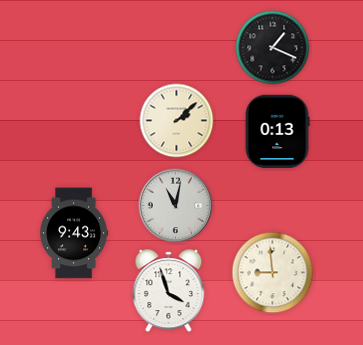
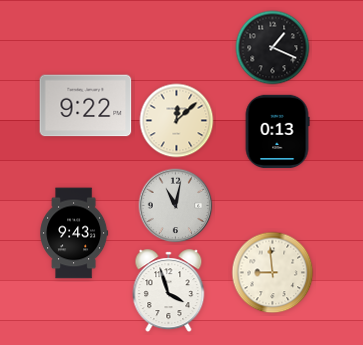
clock at (86, 106): none -> 9:22
clock at (177, 121): 2:08 -> 12:08
